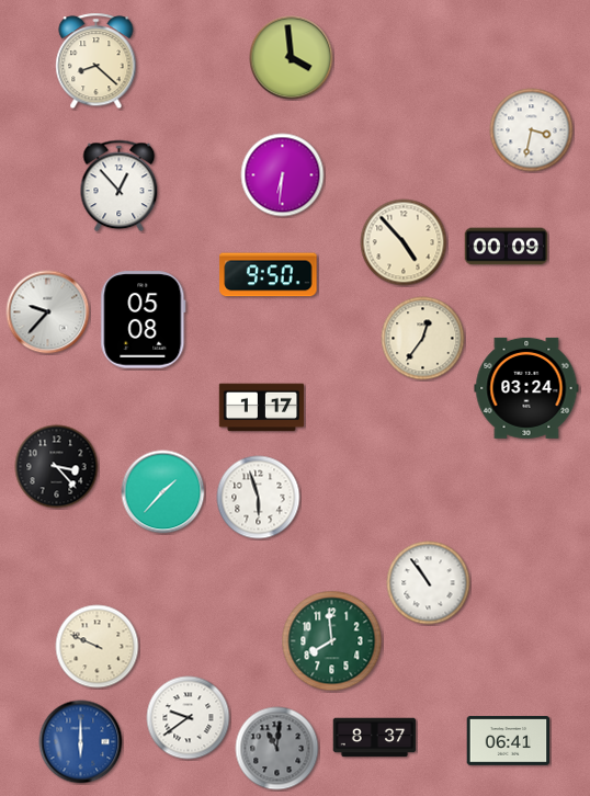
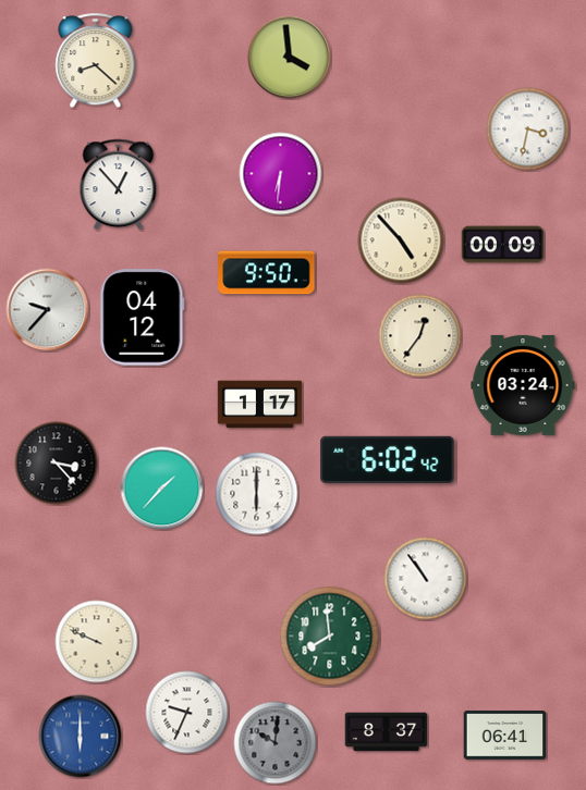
clock at (144, 320): 05:08 -> 04:12
clock at (388, 459): none -> 6:02
clock at (259, 498): 5:57 -> 6:00
clock at (189, 718): 9:39 -> 9:34
clock at (375, 738) position: (375, 738) -> (387, 732)
clock at (277, 749): 11:01 -> 10:01
